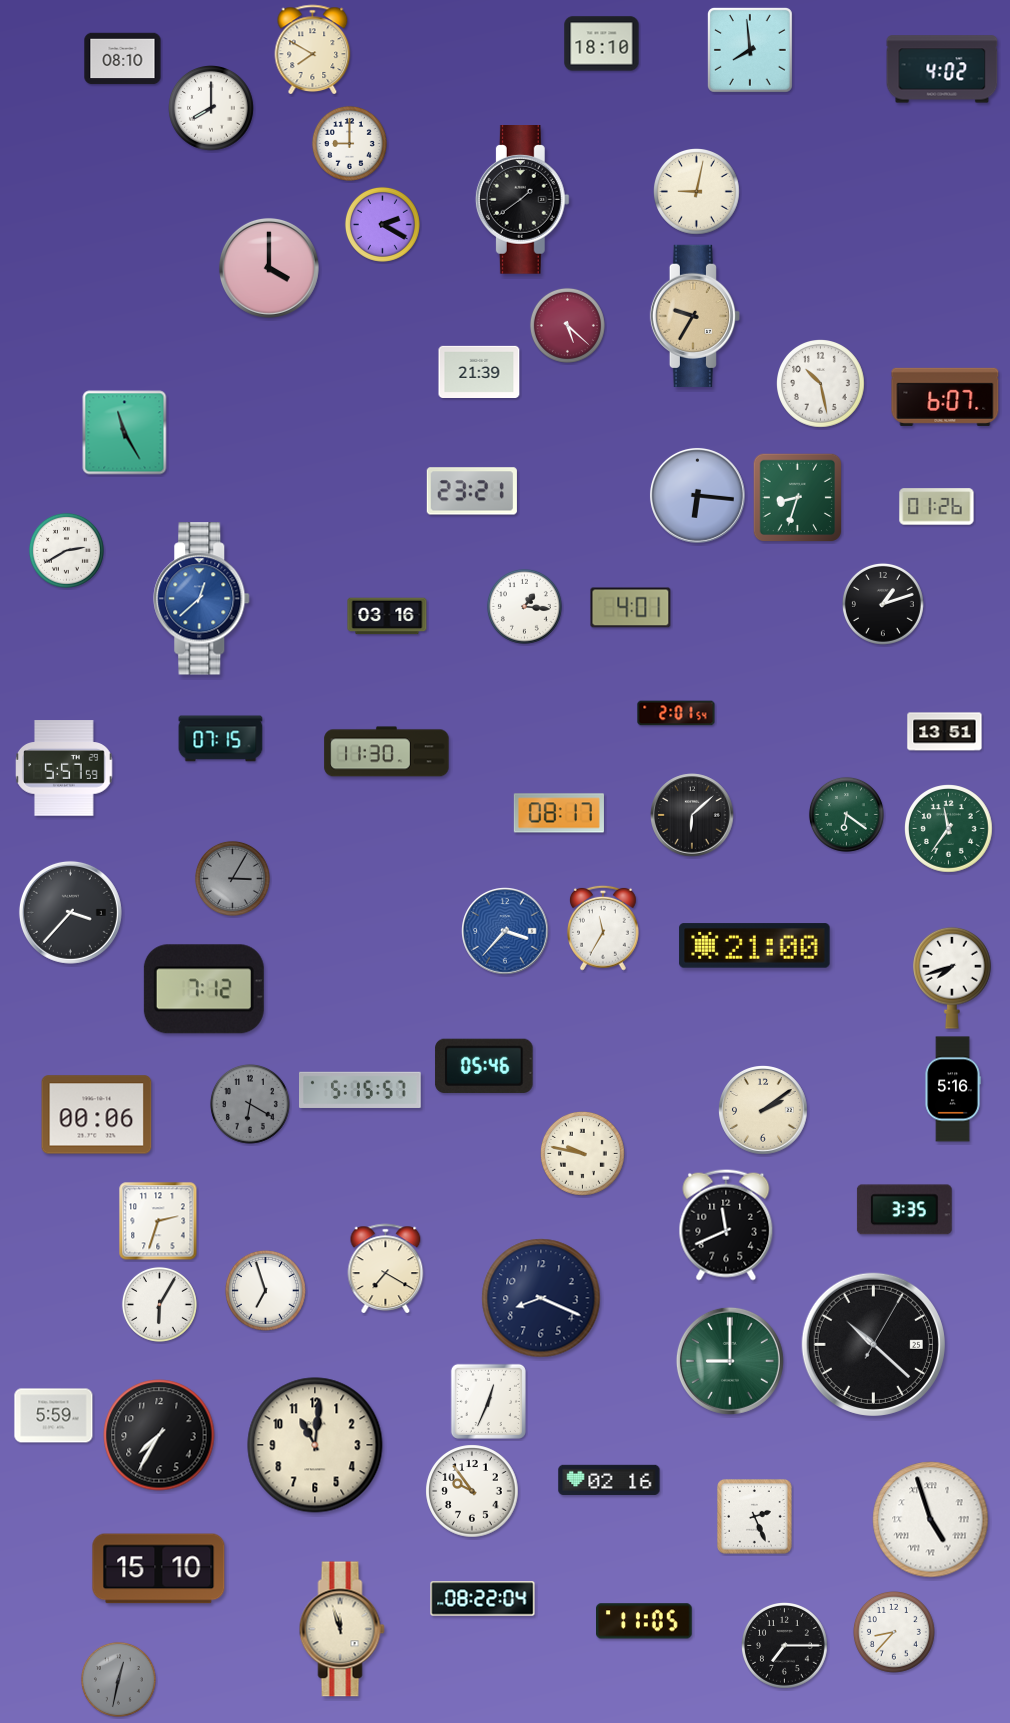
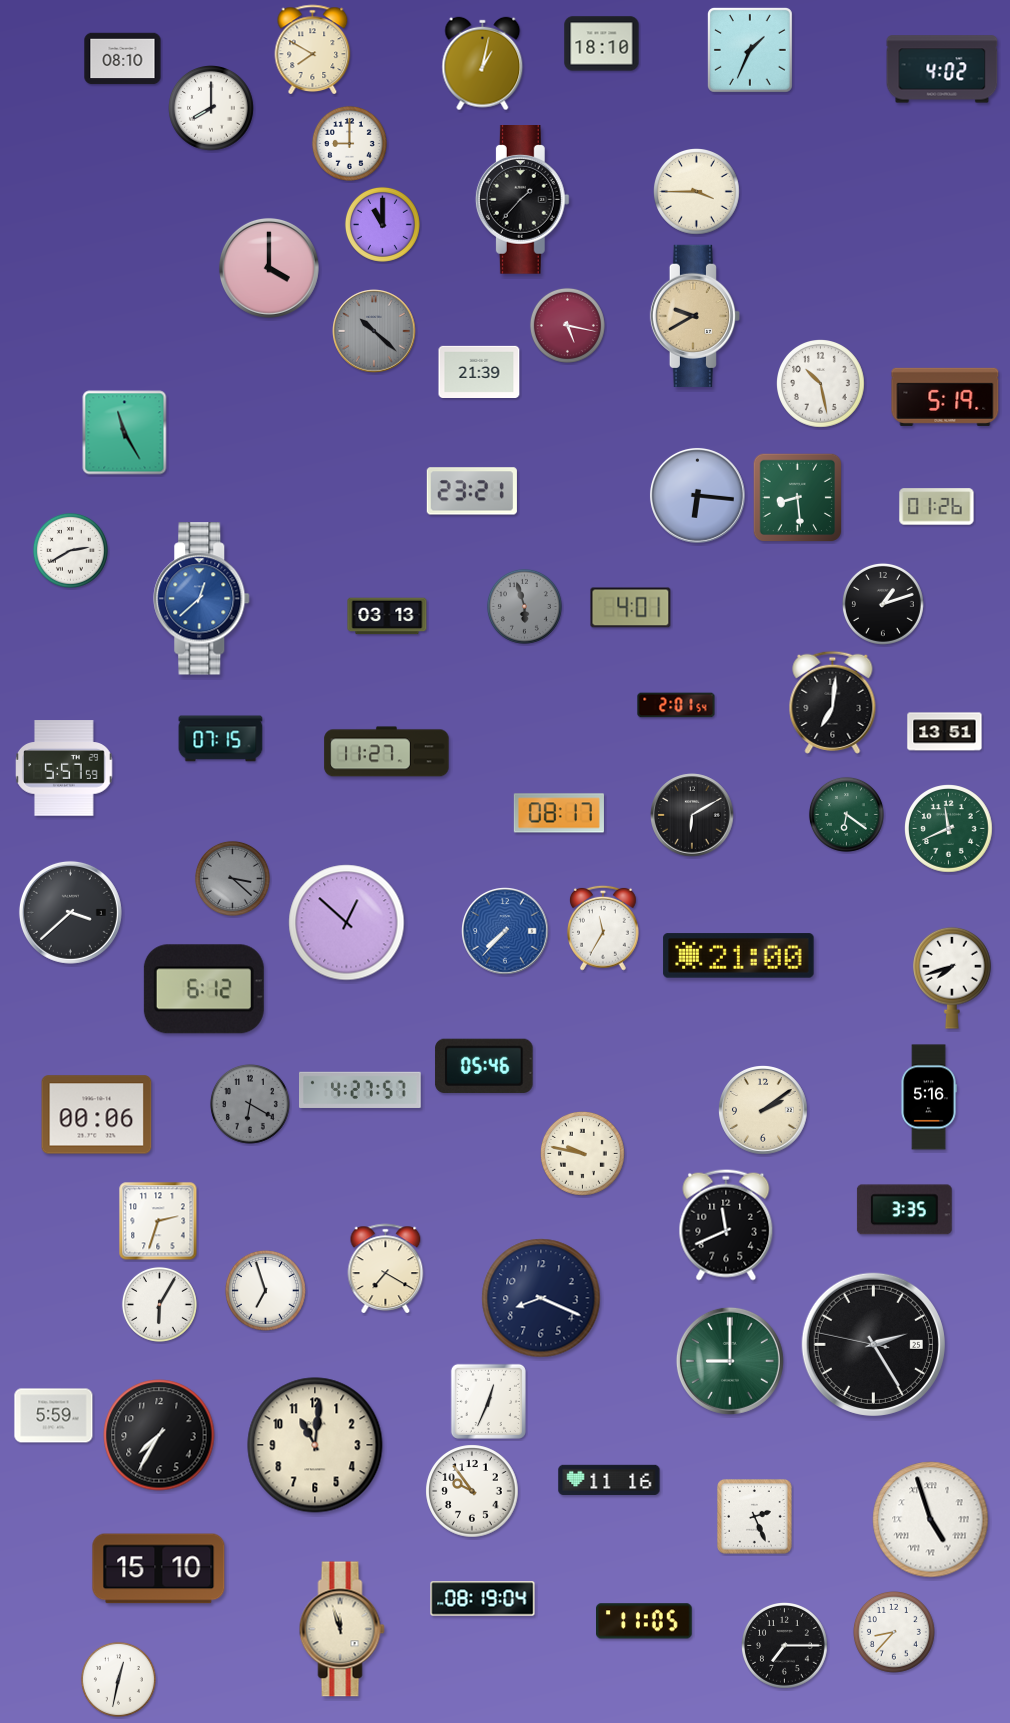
clock at (750, 50): 7:59 -> 1:34
clock at (483, 64): none -> 1:02
clock at (697, 192): 9:02 -> 3:45
clock at (522, 200): 1:39 -> 1:37
clock at (382, 224): 2:20 -> 11:00
clock at (695, 316): 9:35 -> 9:40
clock at (567, 325): 5:22 -> 5:17
clock at (374, 331): none -> 10:22
clock at (945, 397): 6:07 -> 5:19
clock at (797, 497): 8:33 -> 8:29
clock at (66, 550) position: (66, 550) -> (70, 550)
clock at (524, 606): 1:16 -> 5:57
clock at (524, 606) dial: white -> grey
clock at (387, 616): 03:16 -> 03:13
clock at (833, 702): none -> 7:01
clock at (676, 713) position: (676, 713) -> (676, 705)
clock at (387, 752): 11:30 -> 11:27
clock at (692, 815): 6:08 -> 6:10
clock at (949, 829): 11:36 -> 11:41
clock at (232, 878): 3:05 -> 3:22
clock at (70, 912): 3:37 -> 3:38
clock at (347, 923): none -> 12:52
clock at (505, 931): 3:37 -> 7:37
clock at (755, 946) position: (755, 946) -> (739, 956)
clock at (204, 989): 7:12 -> 6:12
clock at (361, 1089): 5:15 -> 4:27
clock at (953, 1089) position: (953, 1089) -> (929, 1097)
clock at (873, 1344): 10:22 -> 2:24
clock at (609, 1480): 02:16 -> 11:16
clock at (483, 1599): 08:22 -> 08:19
clock at (118, 1679) dial: grey -> white
